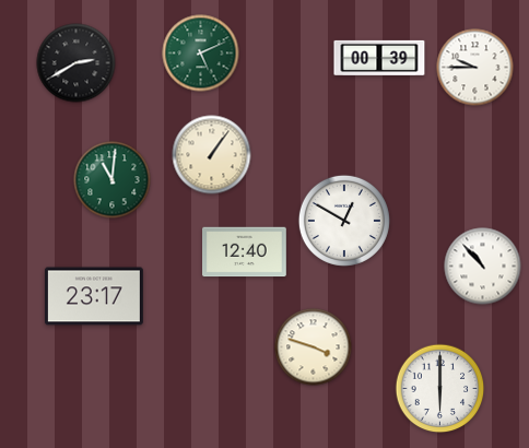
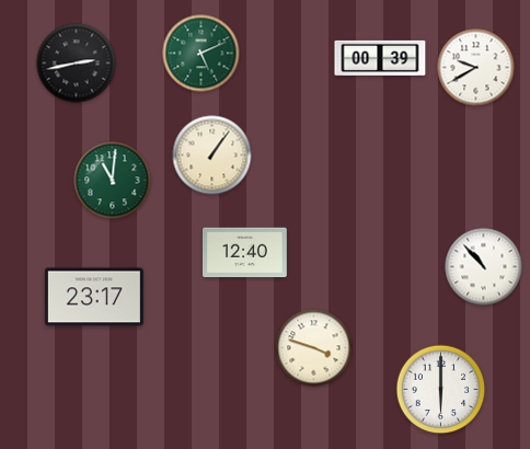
clock at (77, 63): 2:40 -> 2:43
clock at (475, 68): 9:45 -> 9:40
clock at (344, 221): 12:50 -> none
